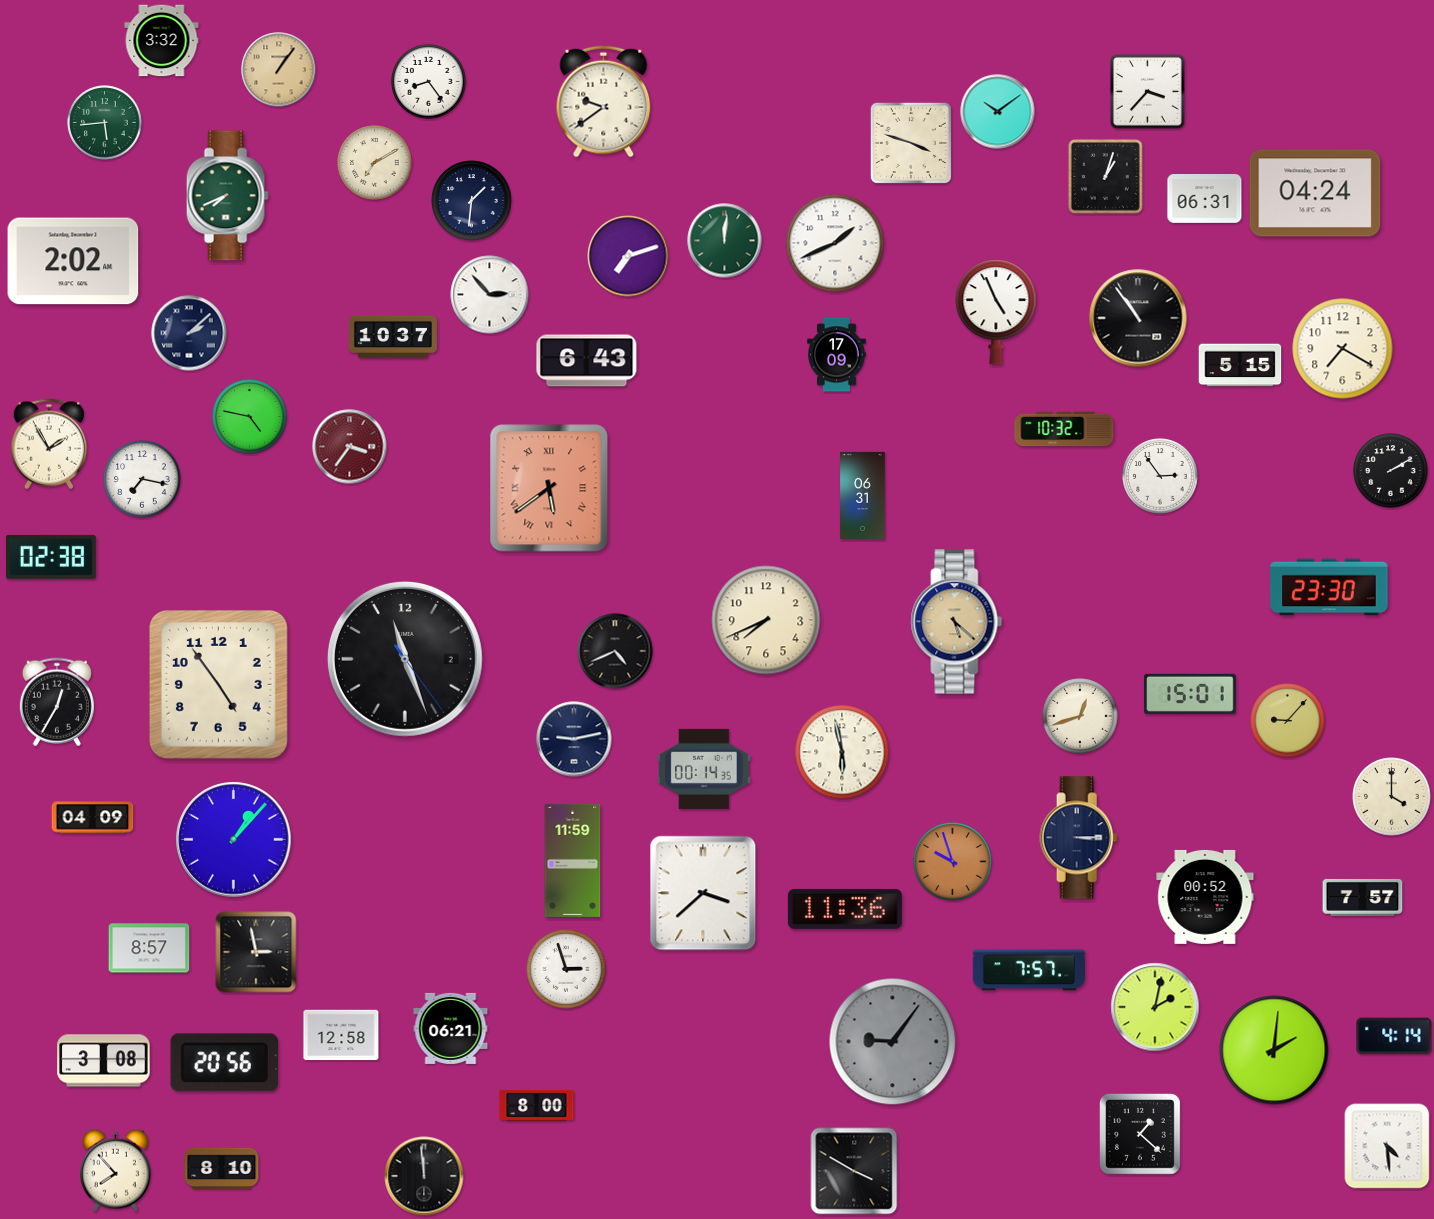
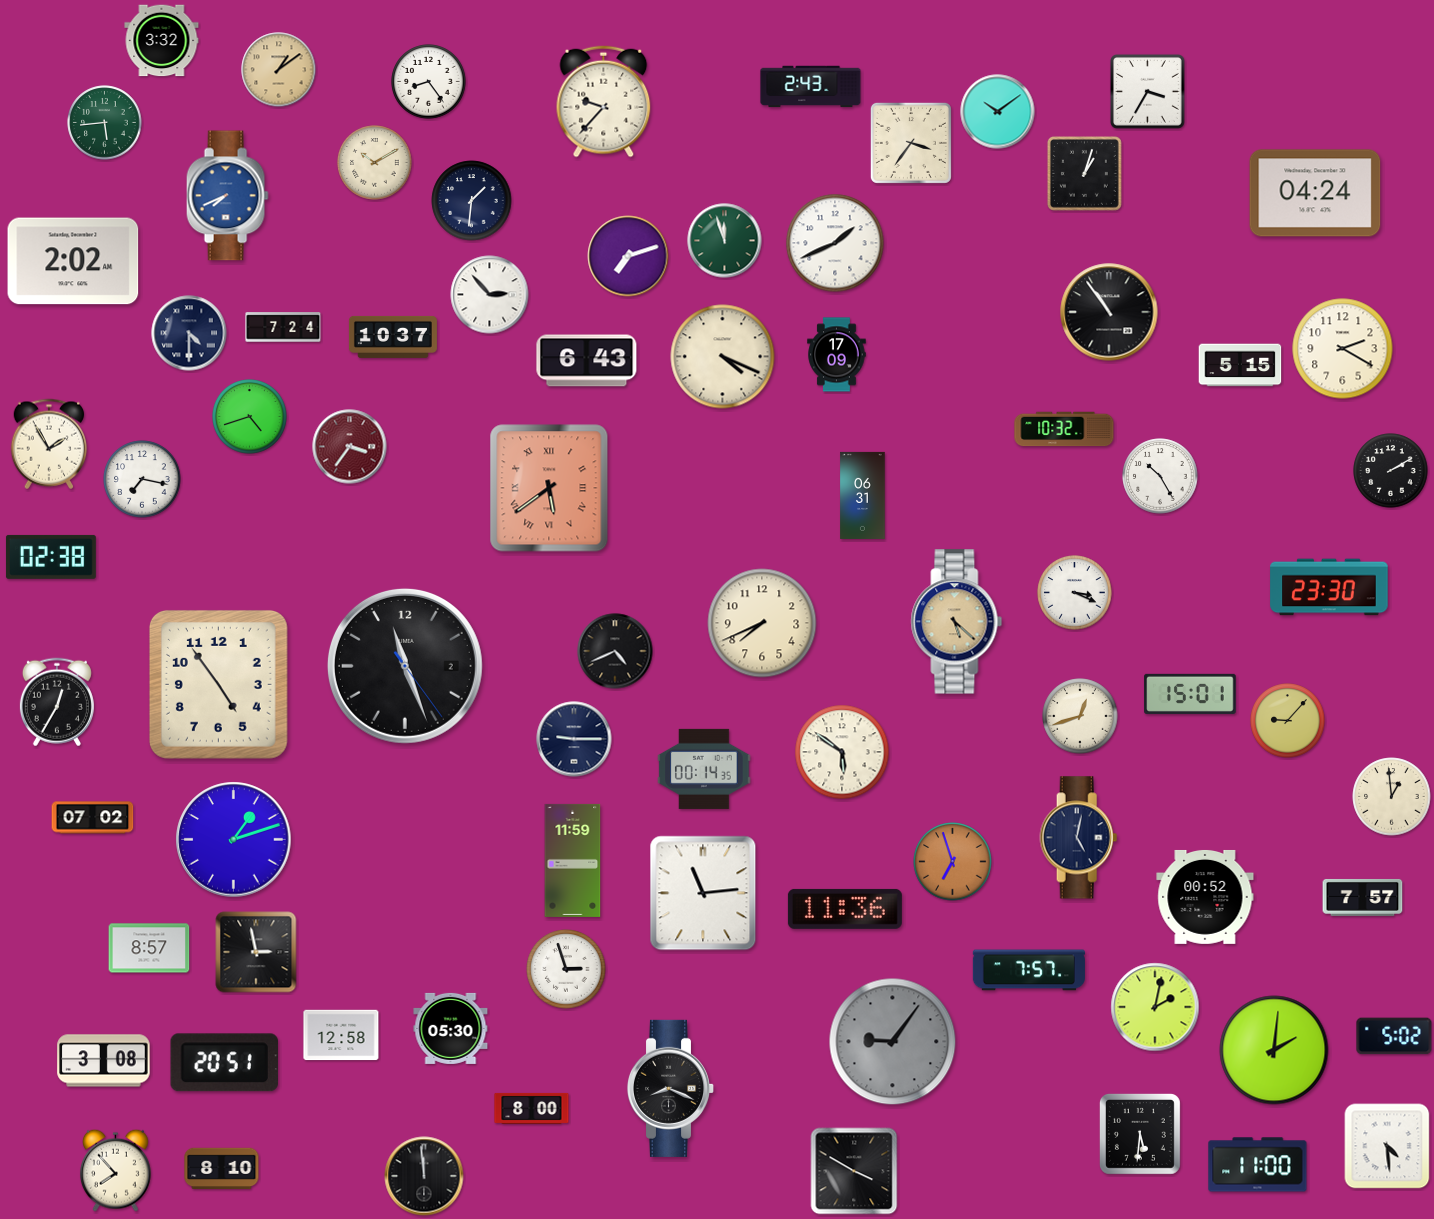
clock at (279, 70): 1:06 -> 1:09
clock at (811, 87): none -> 2:43
clock at (1147, 91): 3:37 -> 3:35
clock at (604, 102): 9:39 -> 9:37
clock at (911, 143): 3:48 -> 3:36
clock at (375, 163): 7:10 -> 10:10
clock at (1105, 176) position: (1105, 176) -> (1084, 173)
clock at (227, 196) dial: green -> blue
clock at (1205, 199): 06:31 -> none
clock at (725, 241): 12:01 -> 11:57
clock at (996, 312): 4:56 -> none
clock at (1138, 318) position: (1138, 318) -> (1109, 312)
clock at (283, 327): none -> 7:24
clock at (189, 333): 2:08 -> 4:30
clock at (1343, 349): 7:20 -> 2:20
clock at (723, 357): none -> 4:19
clock at (250, 417): 4:47 -> 4:42
clock at (1160, 476): 2:54 -> 10:25
clock at (1075, 593): none -> 3:19
clock at (766, 620) position: (766, 620) -> (762, 623)
clock at (405, 659) position: (405, 659) -> (405, 666)
clock at (574, 739): 9:13 -> 9:15
clock at (842, 752): 5:58 -> 5:51
clock at (1392, 797): 4:00 -> 12:59
clock at (93, 818): 04:09 -> 07:02
clock at (1079, 838): 3:15 -> 5:02
clock at (234, 840): 1:07 -> 1:12
clock at (953, 862): 9:57 -> 6:57
clock at (703, 893): 3:38 -> 11:14
clock at (451, 1028): 06:21 -> 05:30
clock at (1394, 1036): 4:14 -> 5:02
clock at (224, 1063): 20:56 -> 20:51
clock at (671, 1088): none -> 8:19
clock at (537, 1105) position: (537, 1105) -> (532, 1108)
clock at (1140, 1134): 1:22 -> 5:31
clock at (1258, 1165): none -> 11:00
